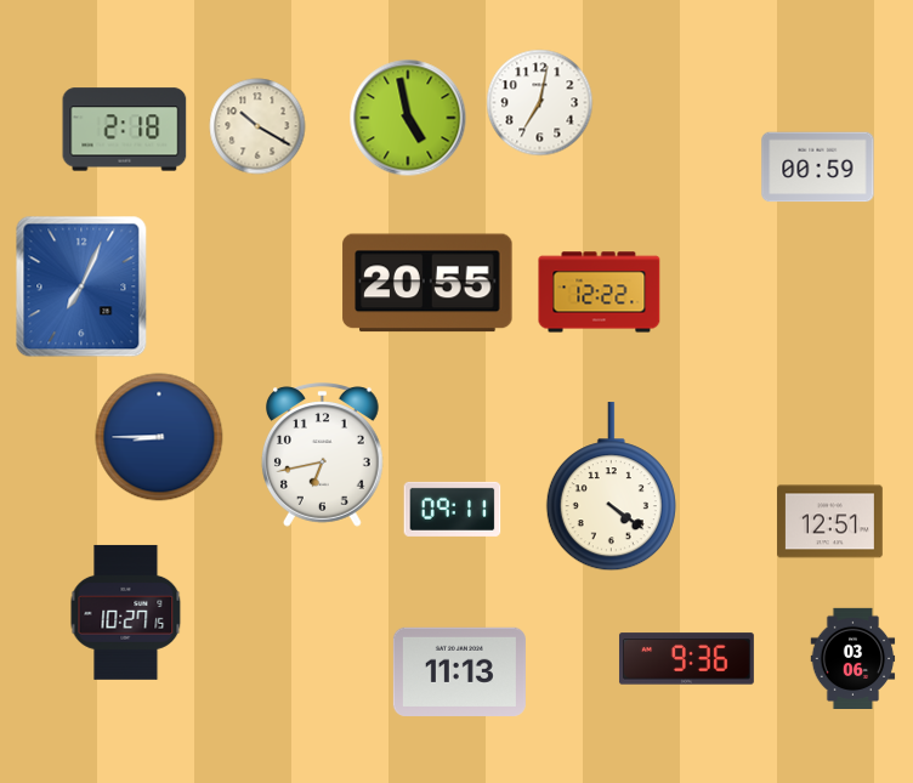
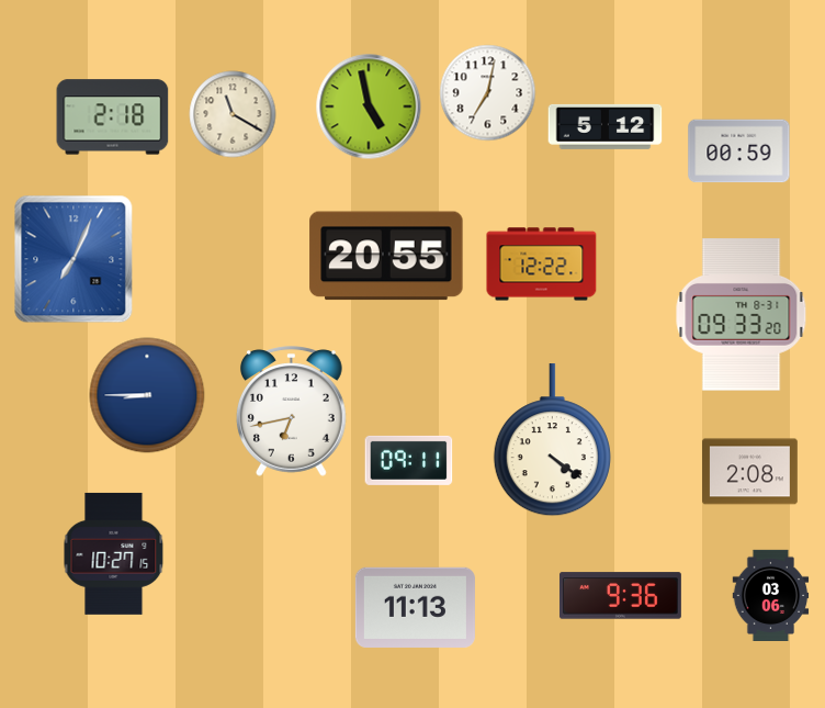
clock at (257, 126): 10:20 -> 11:20
clock at (606, 126): none -> 5:12
clock at (742, 315): none -> 09:33
clock at (159, 437) position: (159, 437) -> (147, 395)
clock at (829, 522): 12:51 -> 2:08
